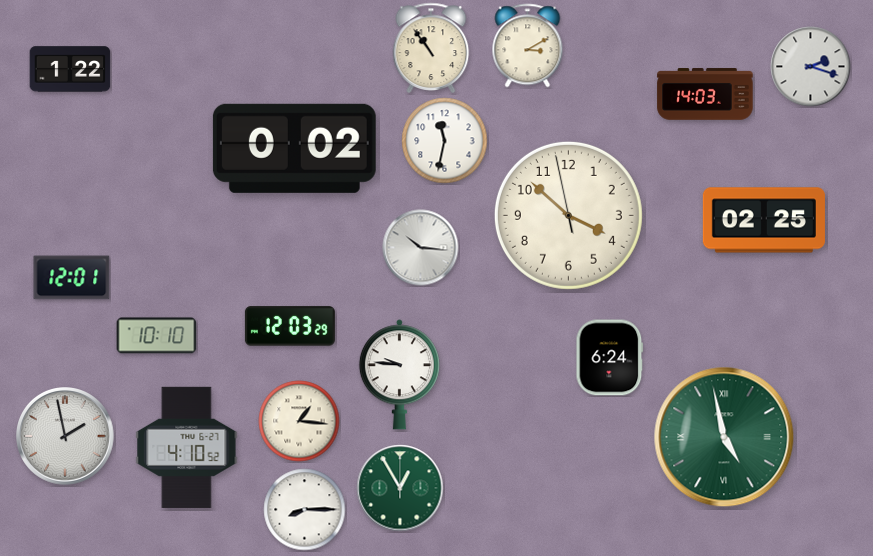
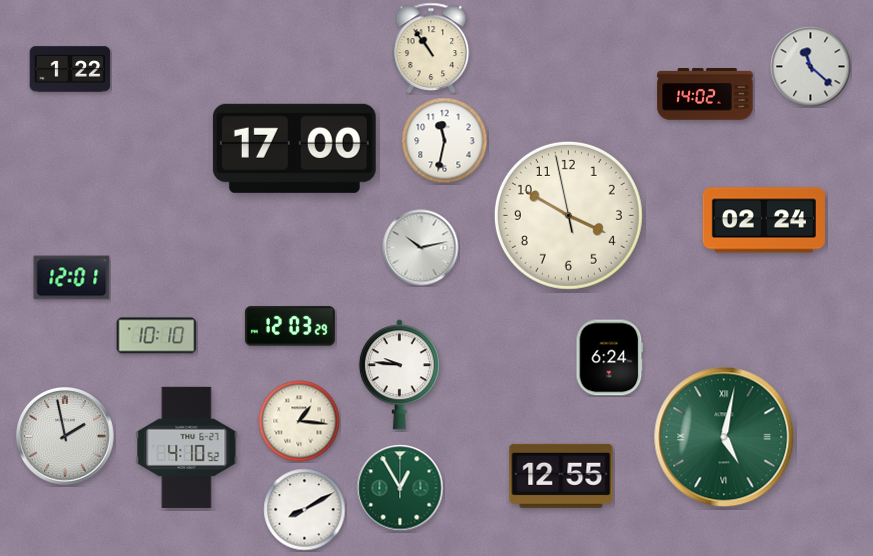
clock at (528, 46): 3:10 -> none
clock at (811, 67): 2:18 -> 11:22
clock at (705, 94): 14:03 -> 14:02
clock at (294, 148): 0:02 -> 17:00
clock at (568, 215): 3:51 -> 3:49
clock at (764, 220): 02:25 -> 02:24
clock at (421, 248): 10:16 -> 10:13
clock at (724, 437): 4:58 -> 5:02
clock at (561, 476): none -> 12:55
clock at (305, 510): 8:15 -> 8:10
